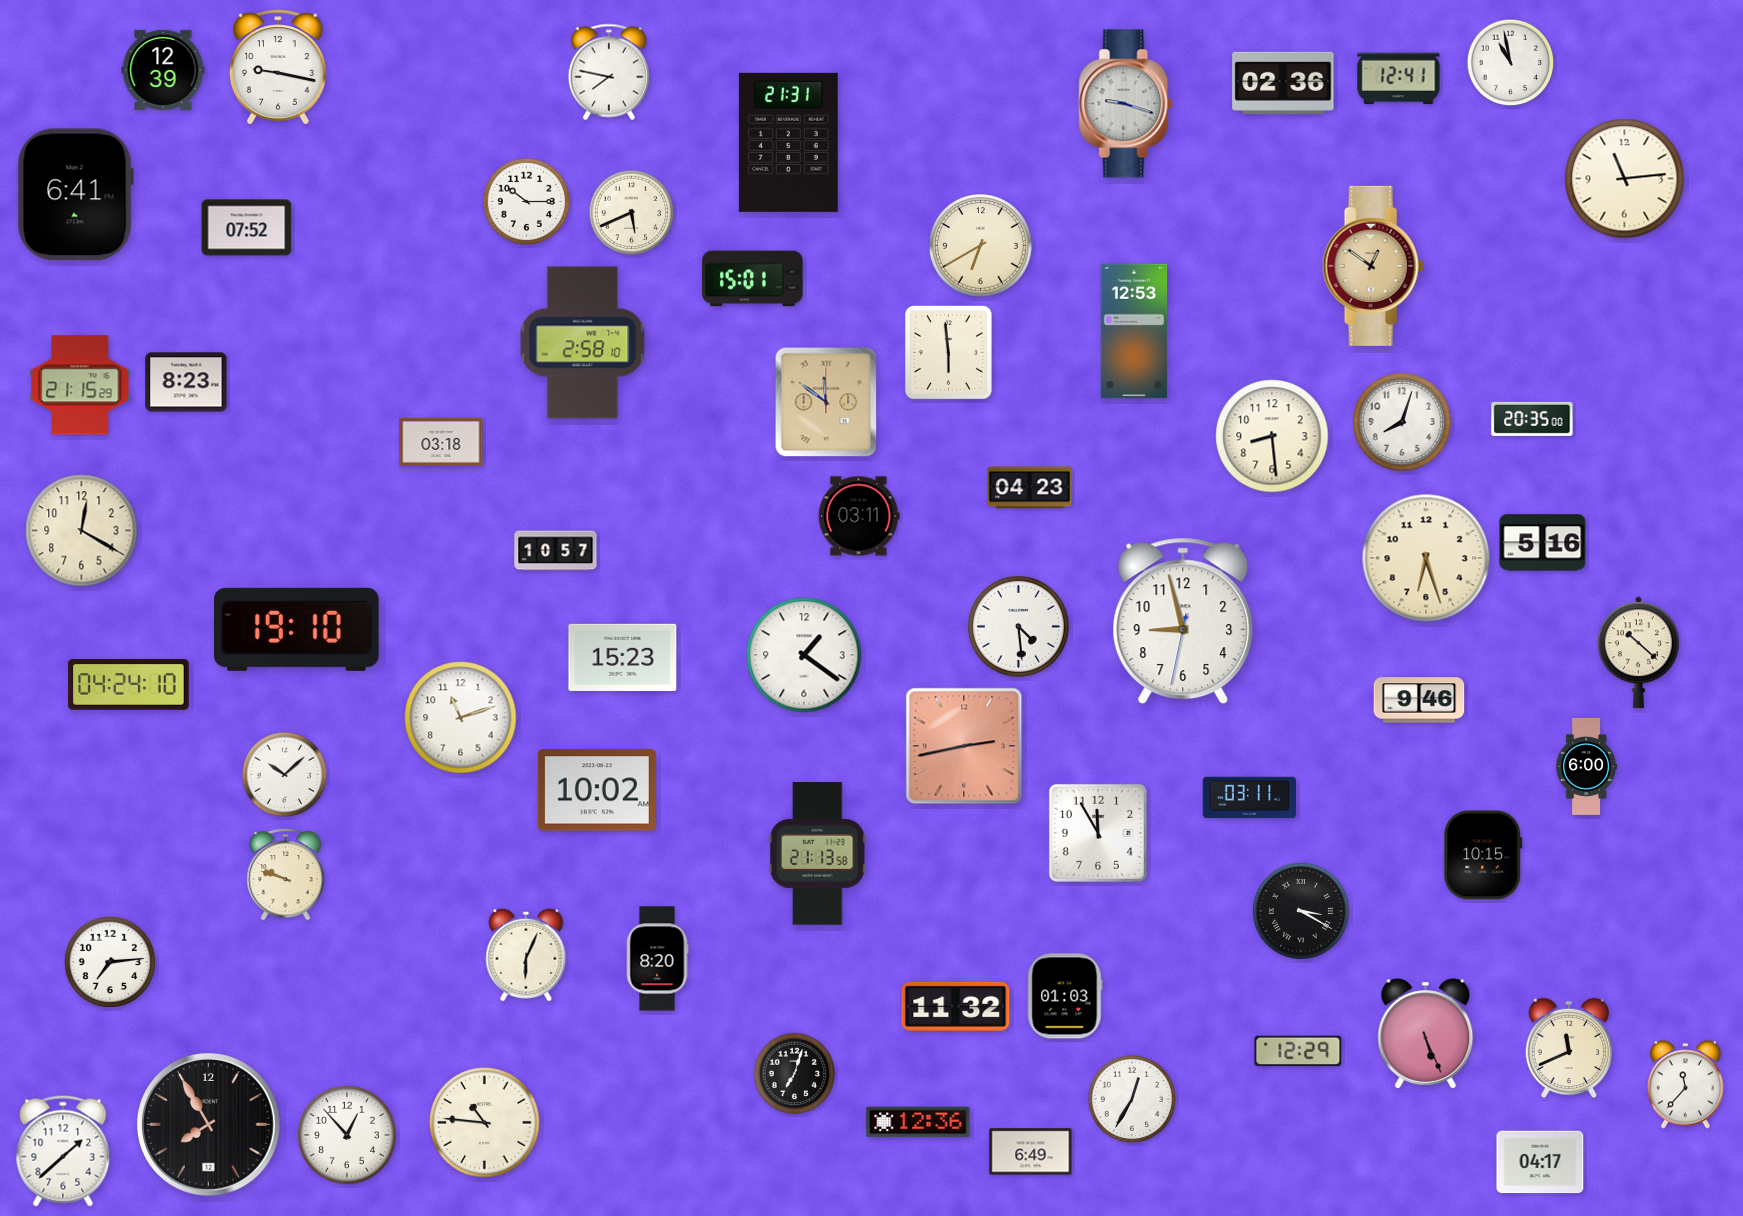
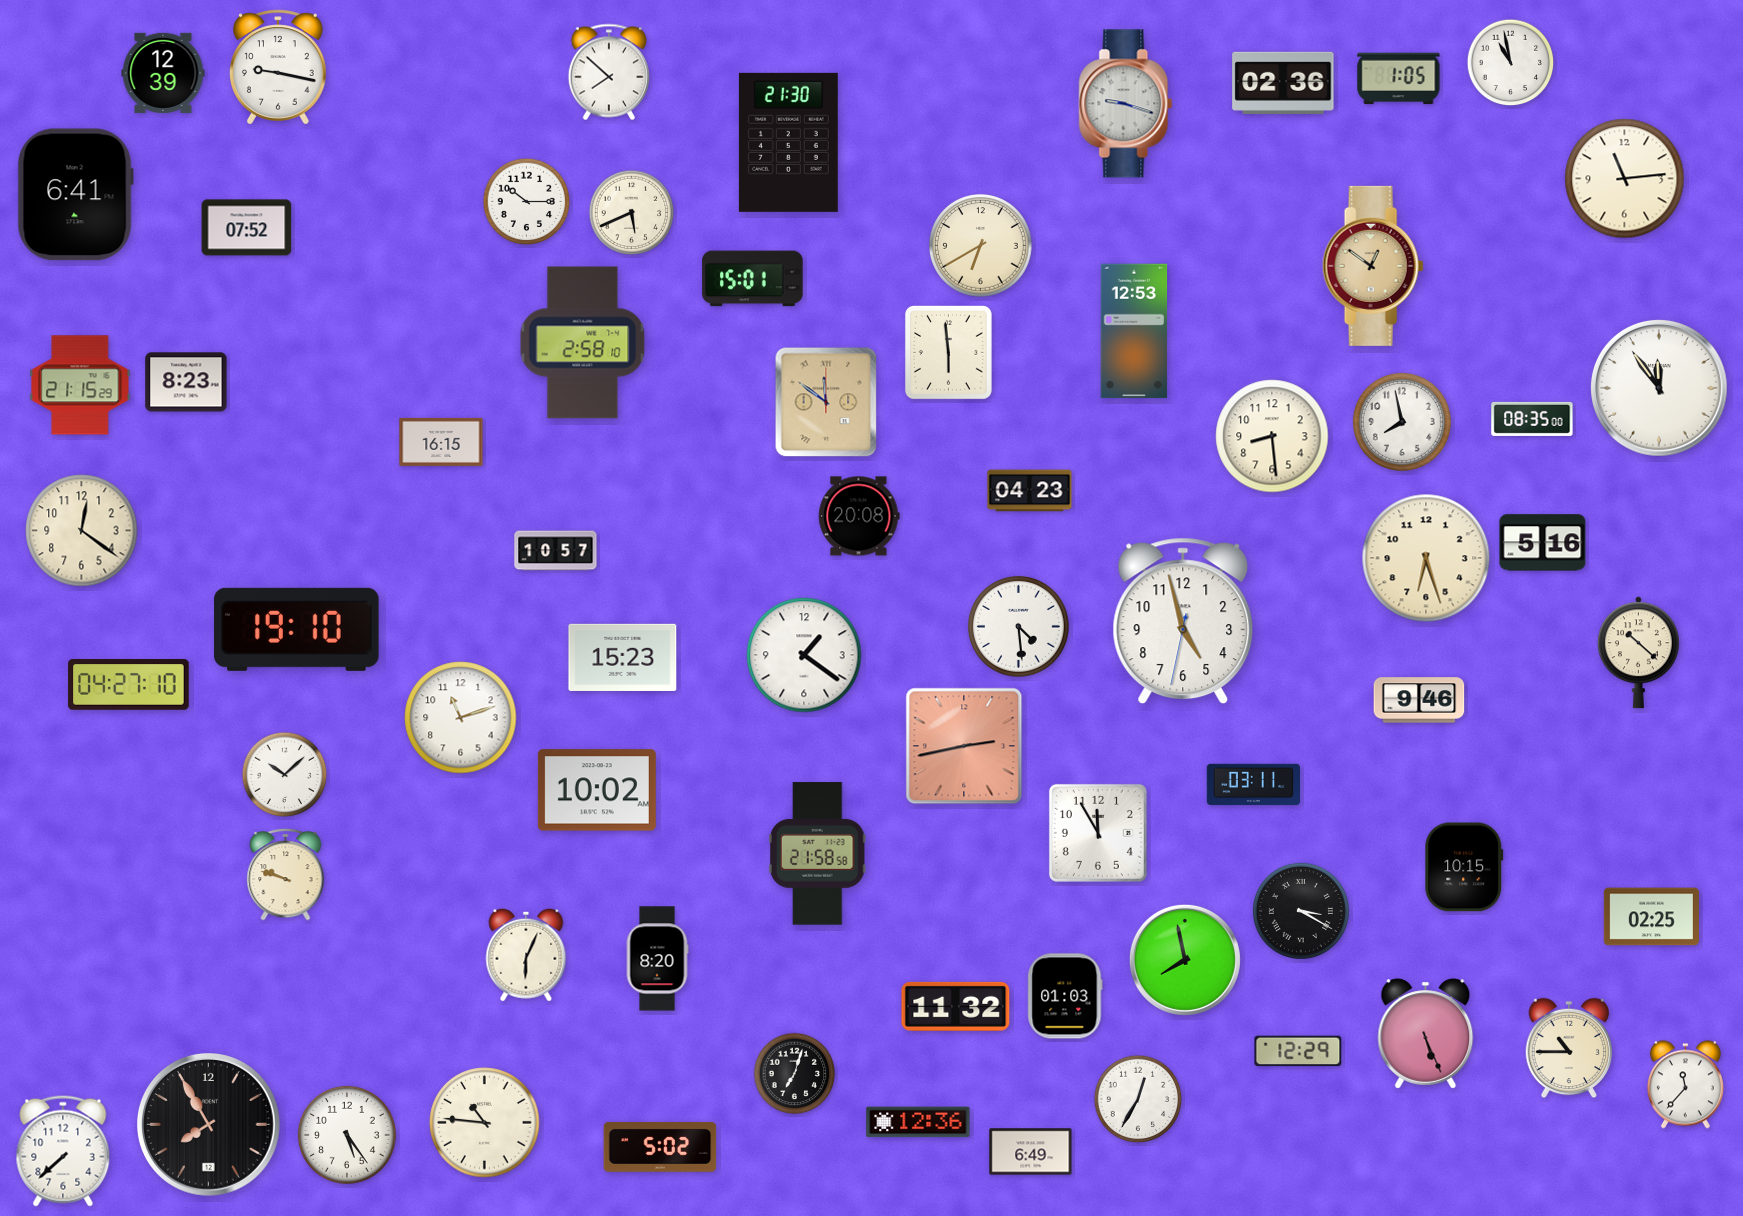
clock at (163, 70) position: (163, 70) -> (163, 73)
clock at (609, 72): 7:47 -> 7:52
clock at (1399, 79): 12:41 -> 1:05
clock at (788, 142): 21:31 -> 21:30
clock at (1659, 388): none -> 11:54
clock at (1532, 419): 20:35 -> 08:35
clock at (1402, 422): 8:03 -> 7:58
clock at (441, 442): 03:18 -> 16:15
clock at (1030, 488) position: (1030, 488) -> (1030, 491)
clock at (859, 516): 03:11 -> 20:08
clock at (82, 531): 12:20 -> 12:21
clock at (1183, 621): 8:57 -> 4:57
clock at (129, 685): 04:24 -> 04:27
clock at (1586, 766): 6:00 -> none
clock at (1250, 798) position: (1250, 798) -> (1254, 785)
clock at (817, 854): 21:13 -> 21:58
clock at (1483, 855) position: (1483, 855) -> (1464, 867)
clock at (1651, 917): none -> 02:25
clock at (1185, 960): none -> 7:58
clock at (110, 962): 7:14 -> none
clock at (1569, 1048): 11:41 -> 10:45
clock at (1132, 1099) position: (1132, 1099) -> (1138, 1099)
clock at (347, 1135): 12:53 -> 5:24
clock at (660, 1148): none -> 5:02
clock at (63, 1151): 1:38 -> 7:38
clock at (1540, 1162): 04:17 -> none
